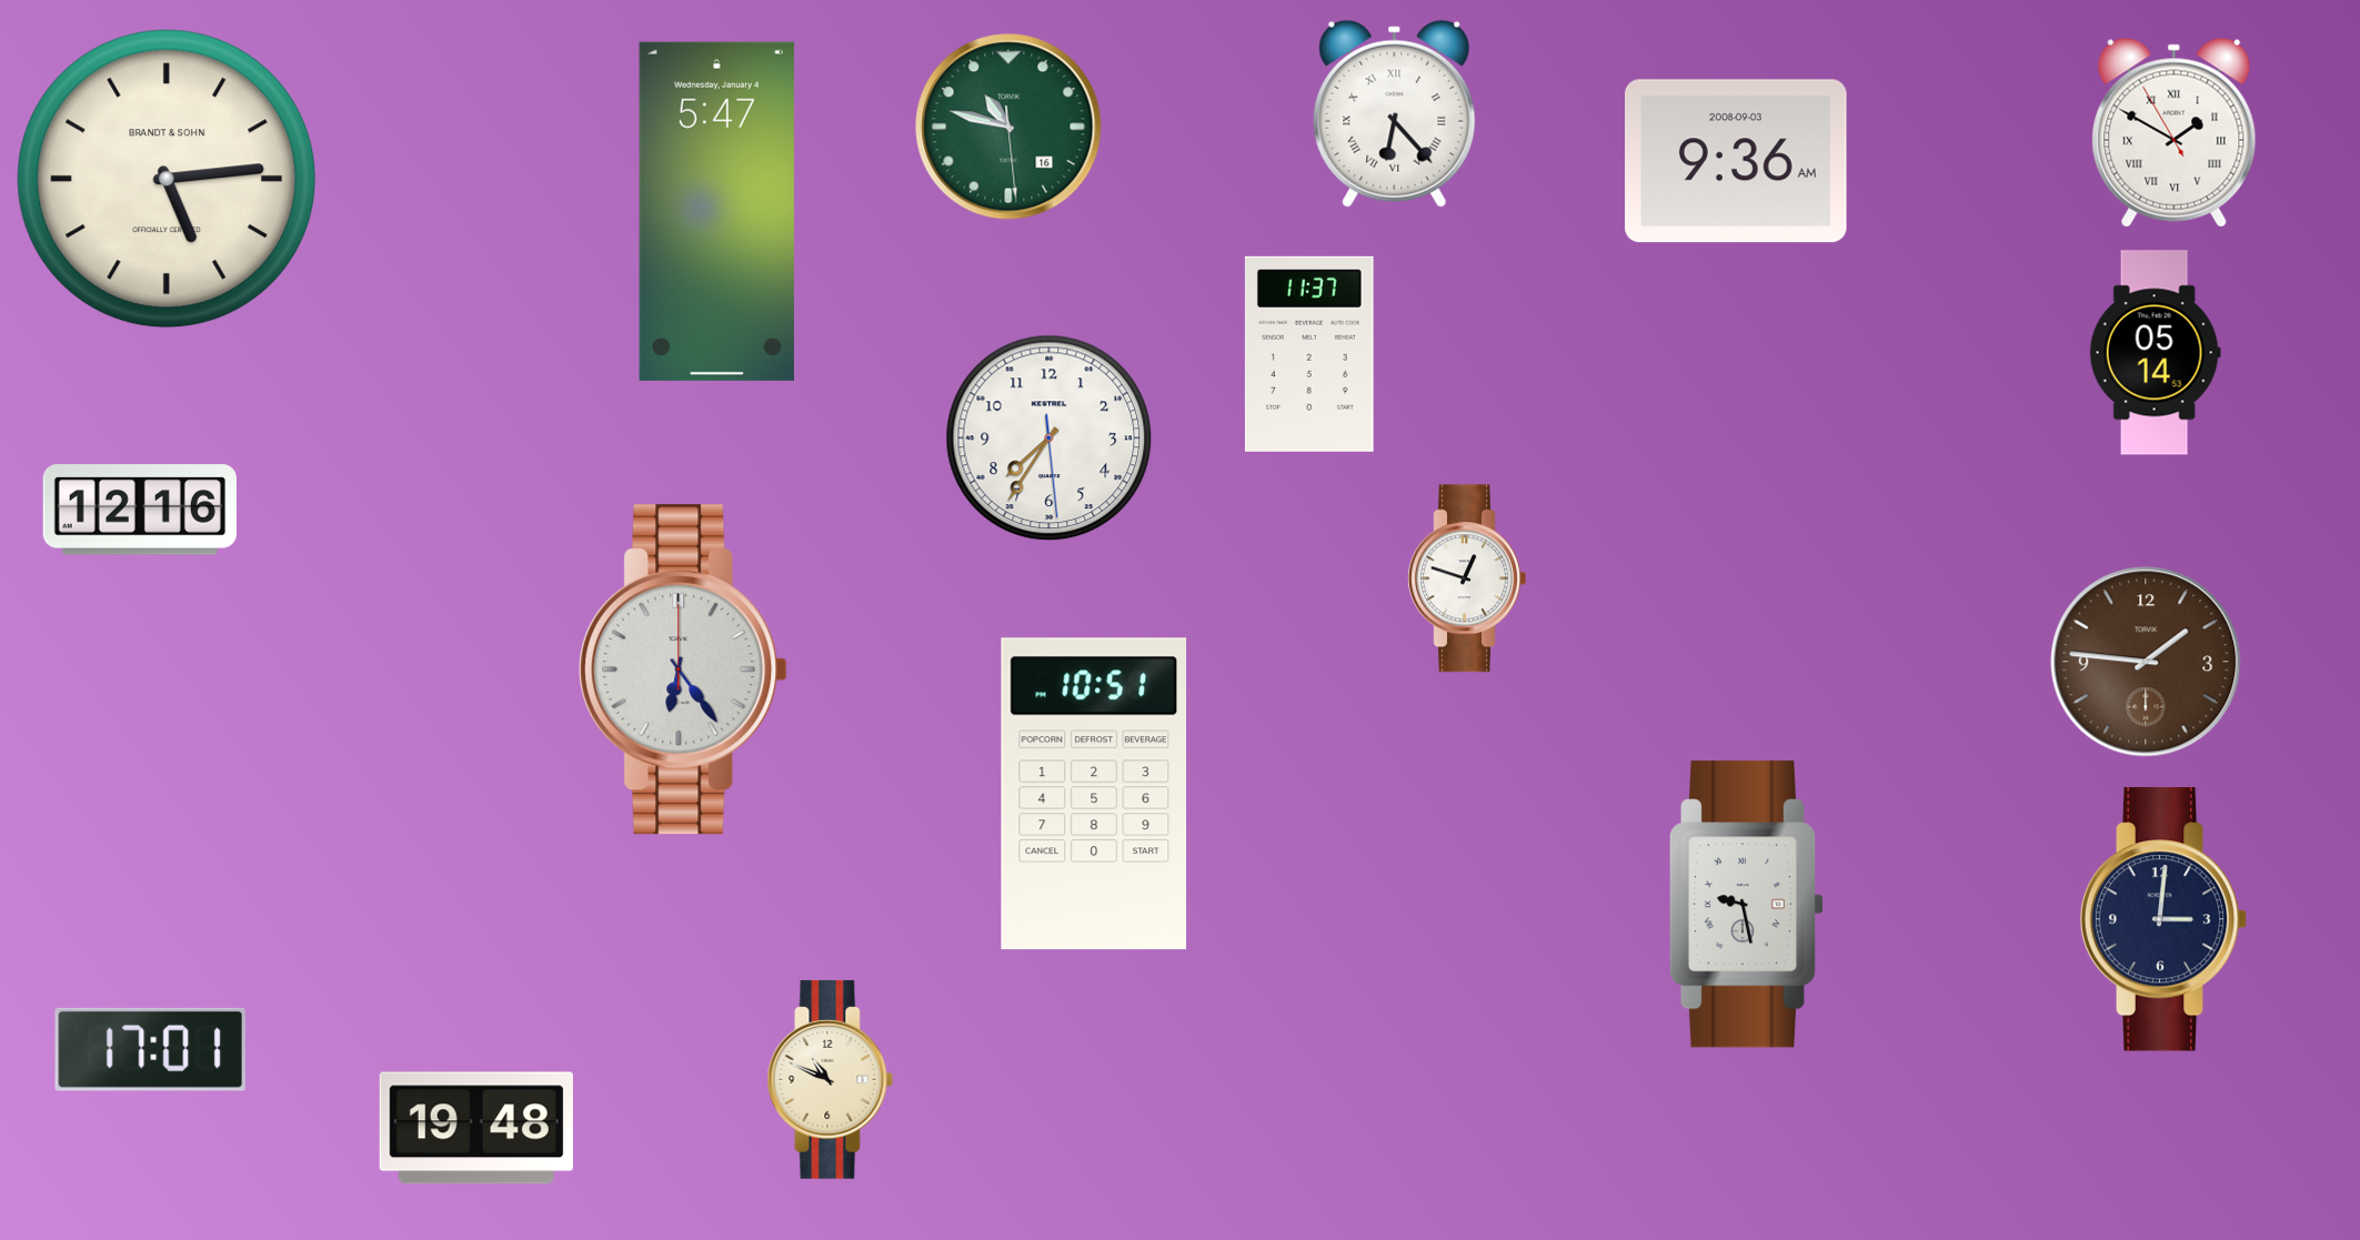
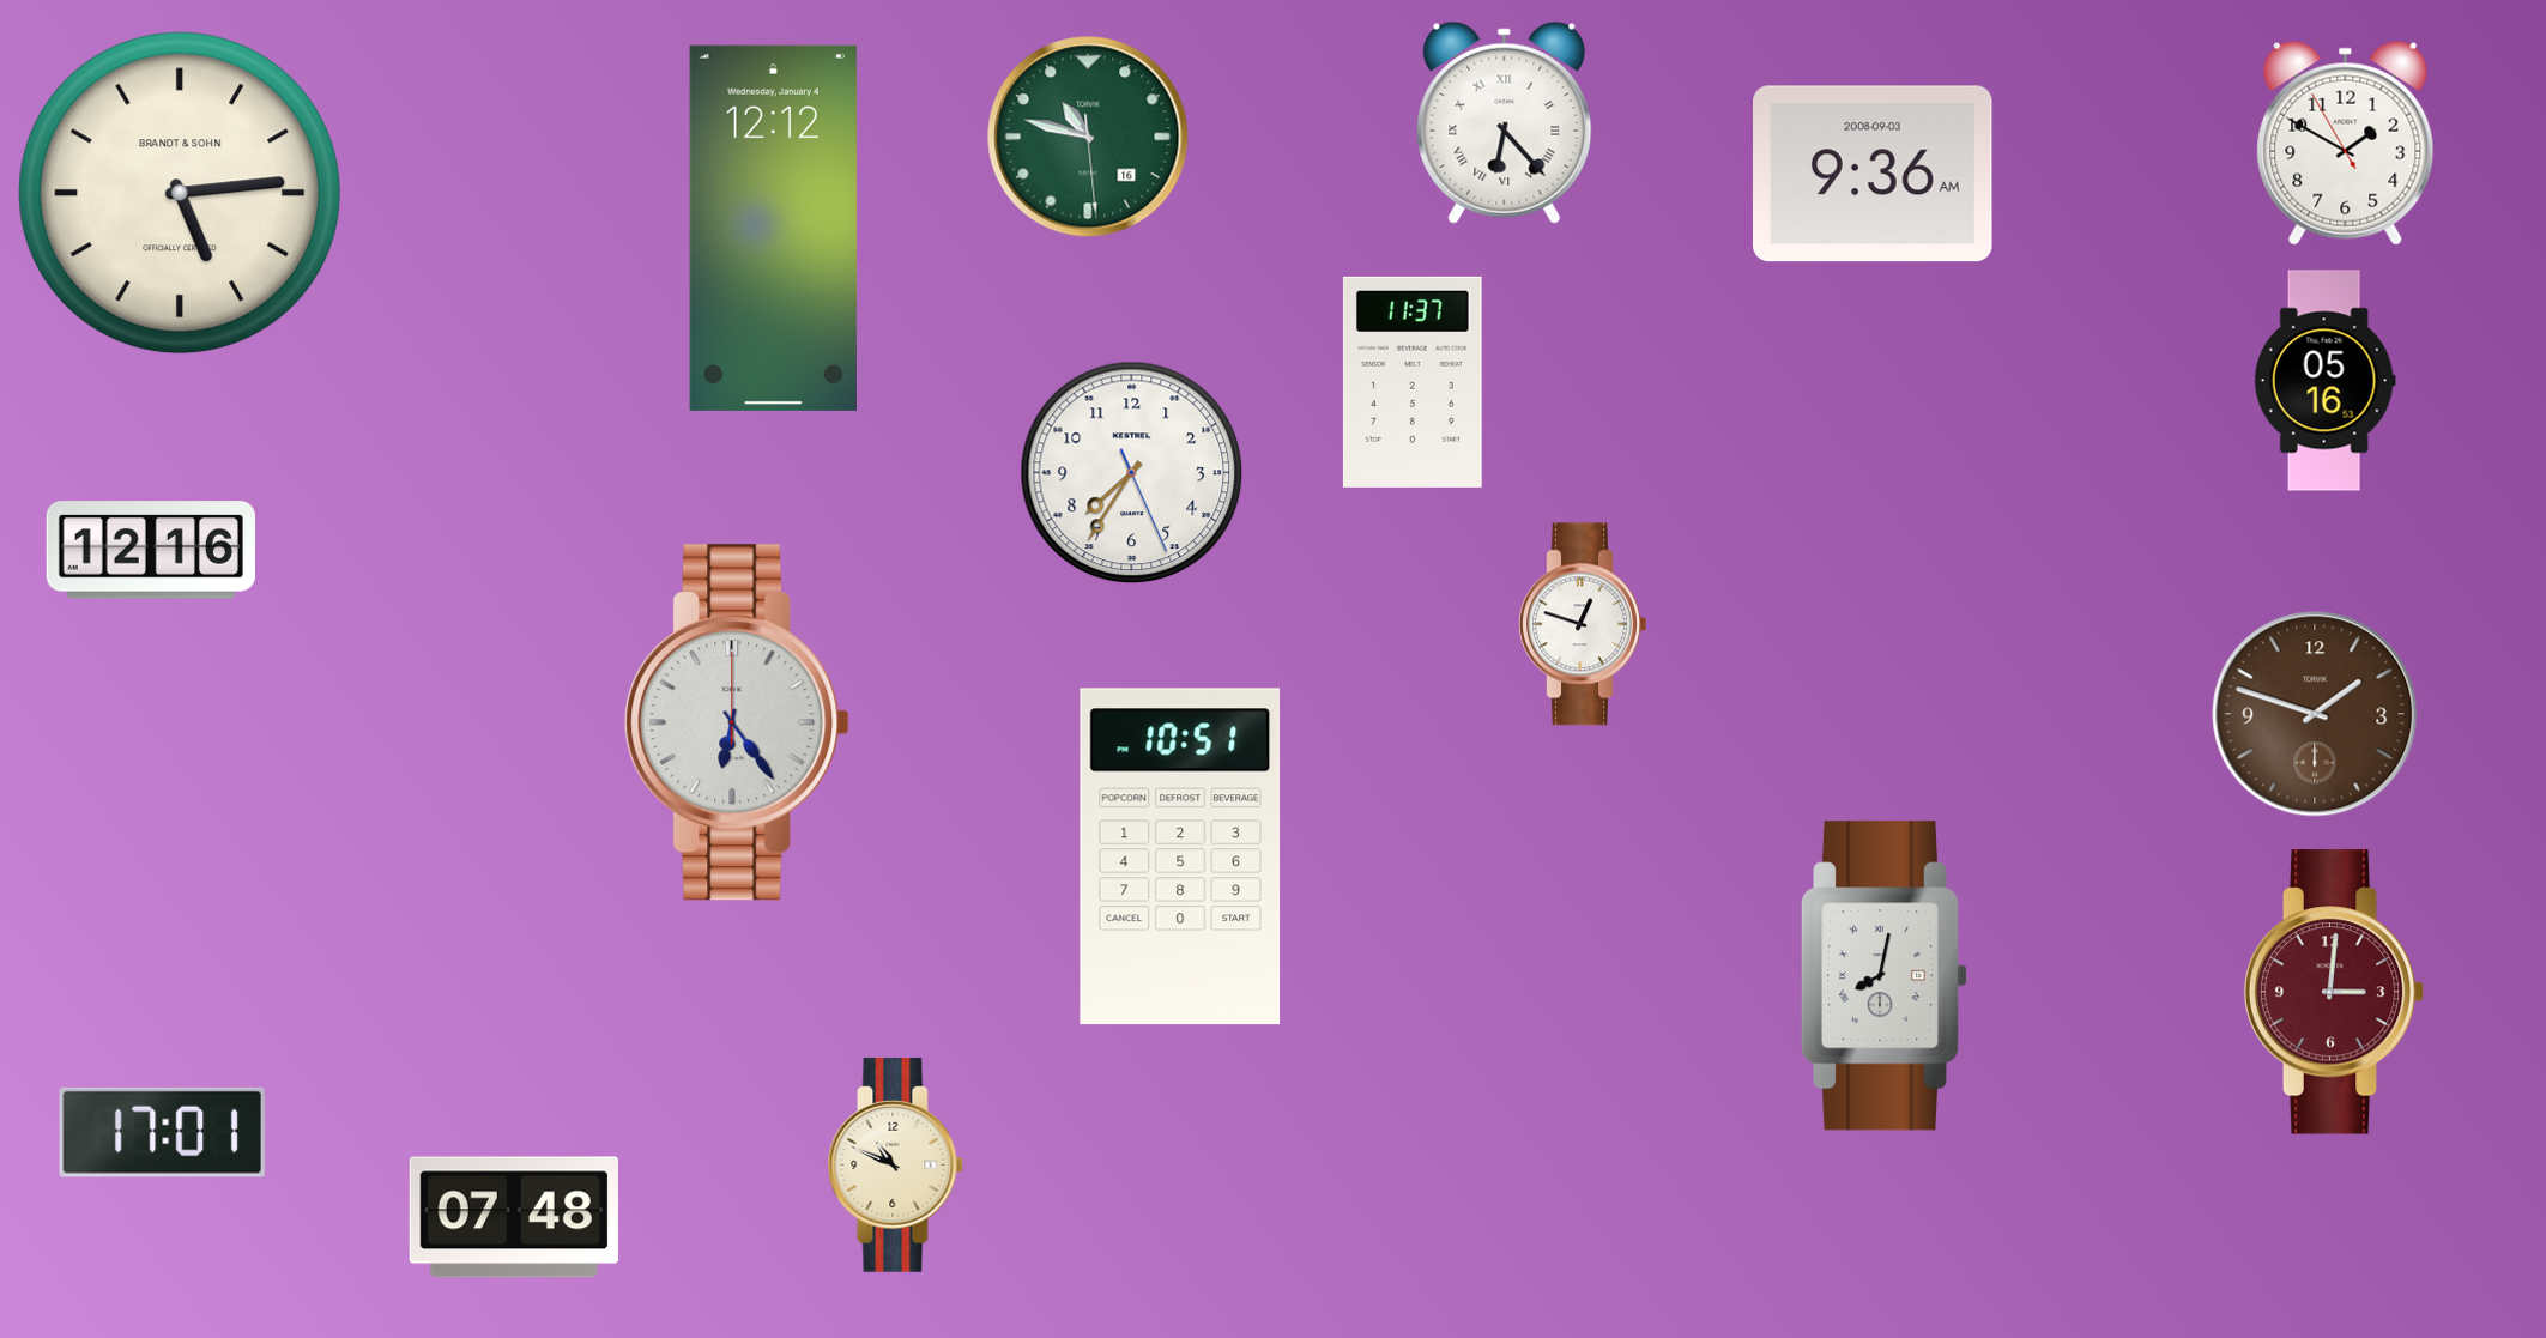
clock at (2175, 132) numerals: Roman -> Arabic
clock at (716, 211): 5:47 -> 12:12
clock at (2155, 353): 05:14 -> 05:16
clock at (1050, 438): 7:35:29 -> 7:35:26
clock at (2146, 662): 1:46 -> 1:48
clock at (1747, 905): 9:28 -> 8:02
clock at (2163, 919) dial: navy -> burgundy
clock at (476, 1128): 19:48 -> 07:48
